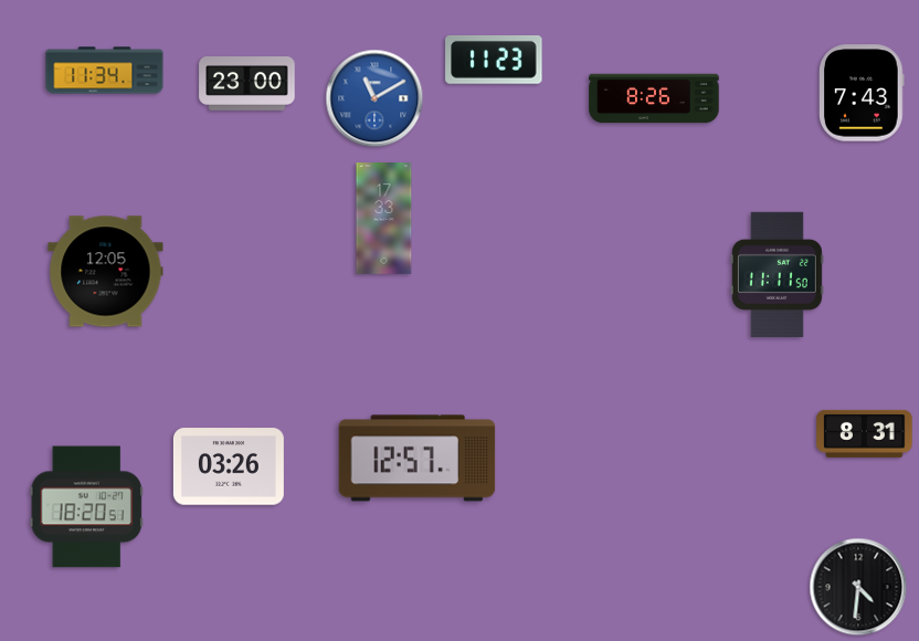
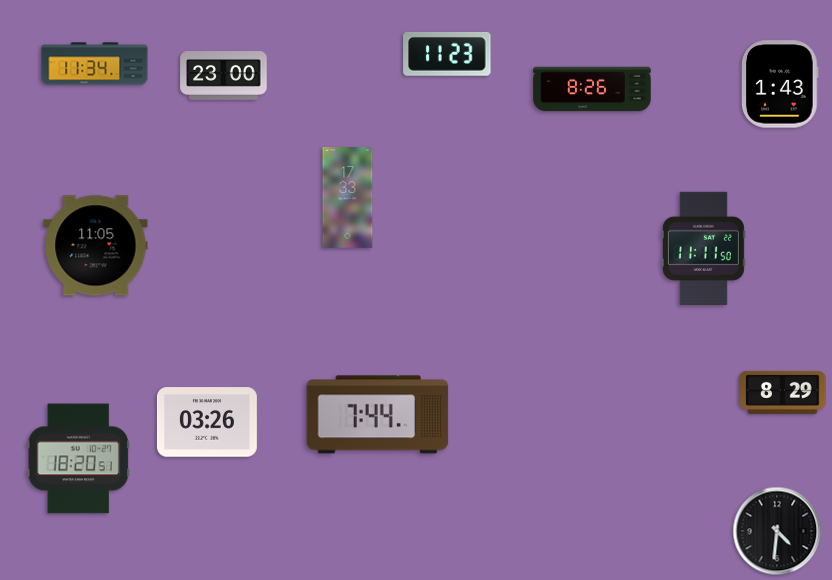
clock at (863, 93): 7:43 -> 1:43
clock at (374, 98): 11:10 -> none
clock at (106, 272): 12:05 -> 11:05
clock at (865, 433): 8:31 -> 8:29
clock at (418, 459): 12:57 -> 7:44
